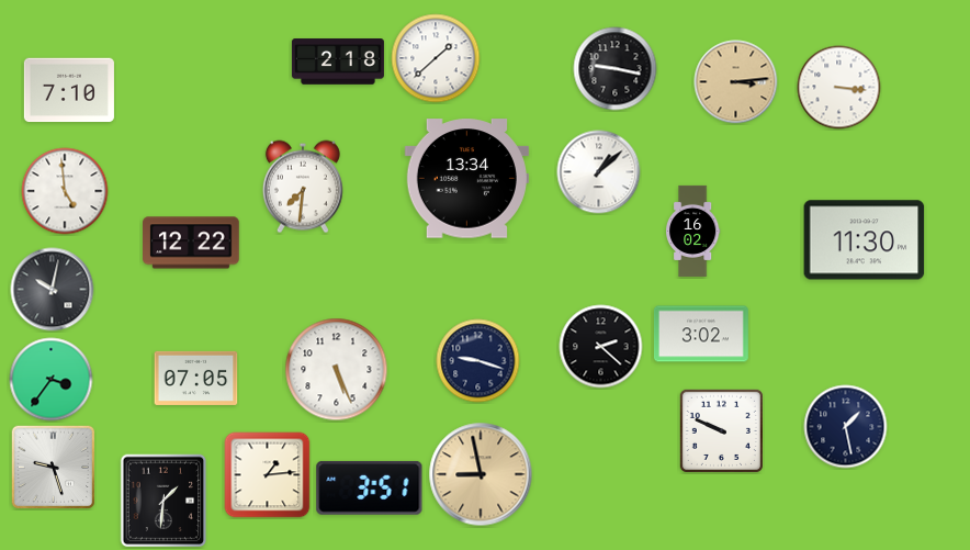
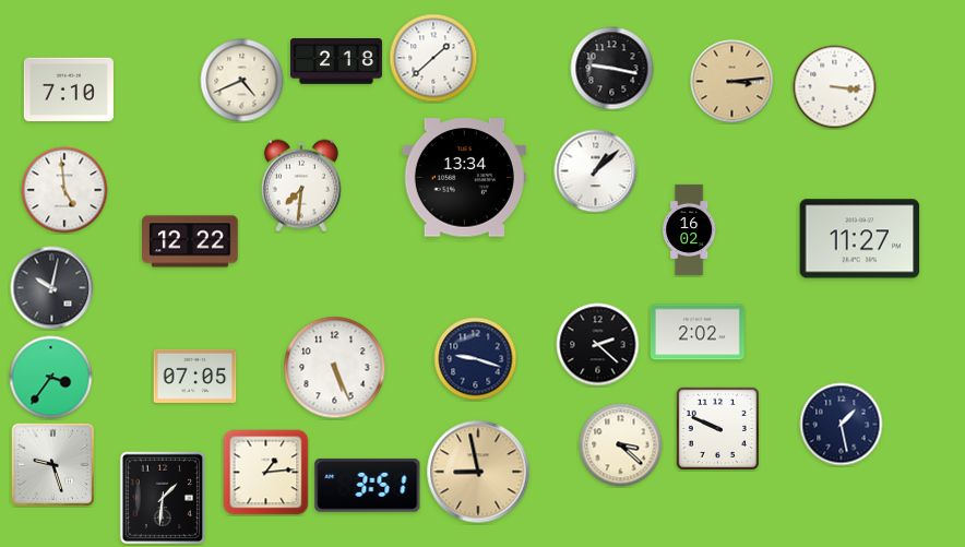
clock at (242, 81): none -> 4:41
clock at (865, 240): 11:30 -> 11:27
clock at (701, 334): 3:02 -> 2:02
clock at (621, 445): none -> 3:22
